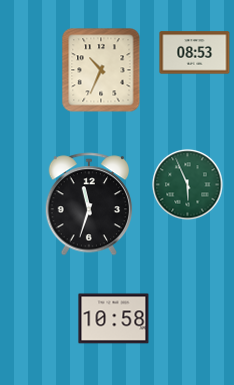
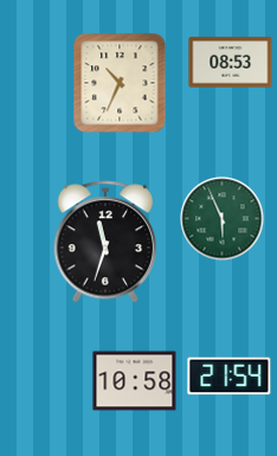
clock at (230, 377): none -> 21:54
clock at (114, 319) position: (114, 319) -> (135, 381)
